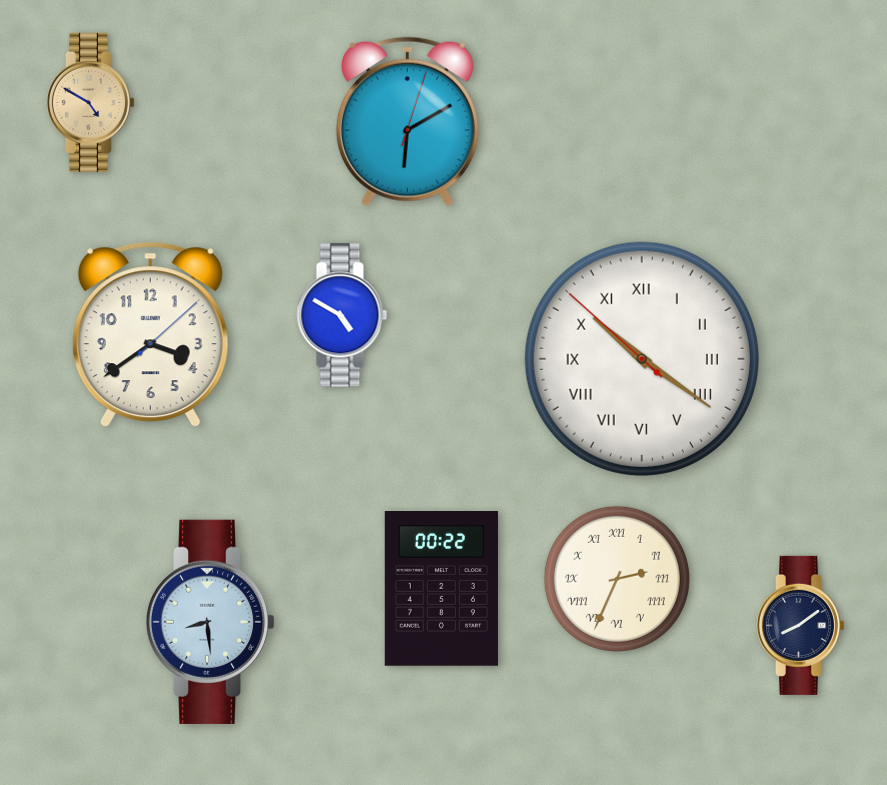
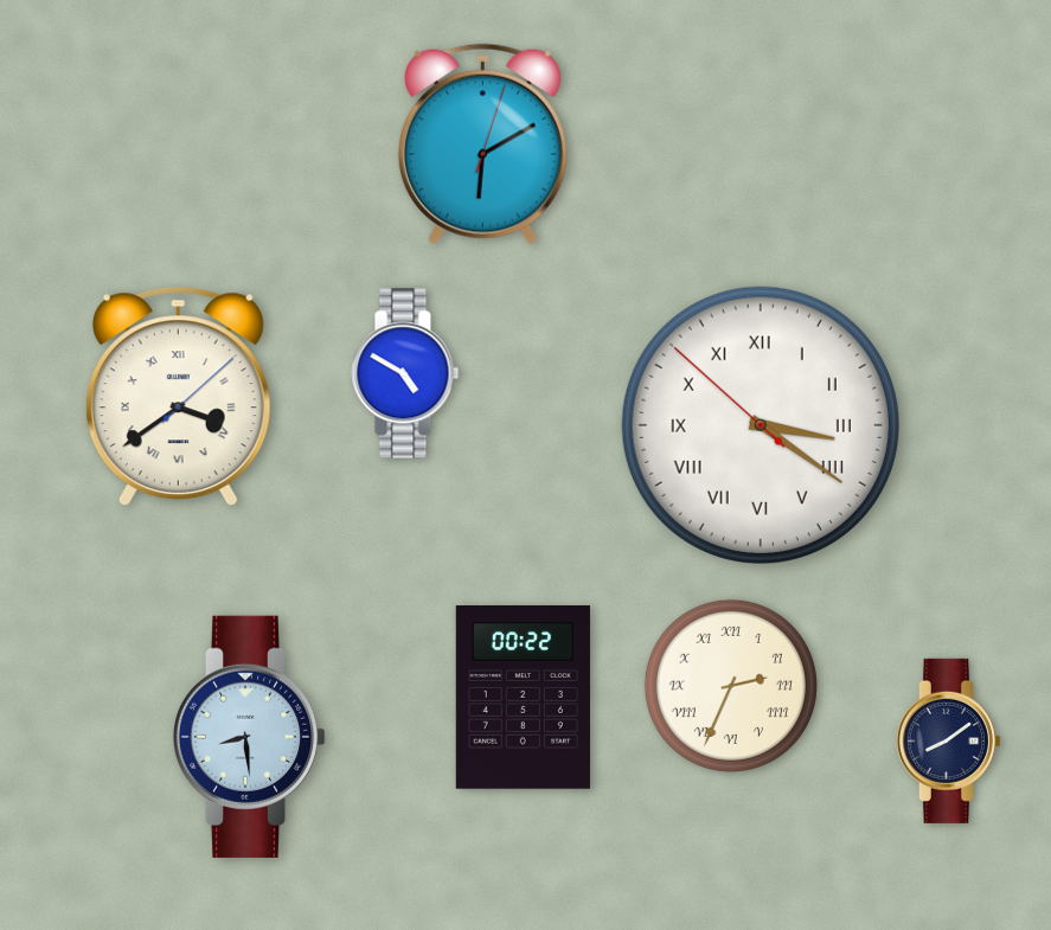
clock at (90, 102): 4:50 -> none
clock at (150, 335) numerals: Arabic -> Roman
clock at (642, 359): 10:20 -> 3:20
